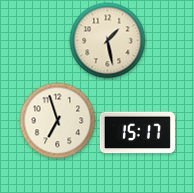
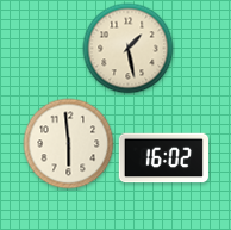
clock at (58, 121): 6:57 -> 5:59
clock at (137, 133): 15:17 -> 16:02
